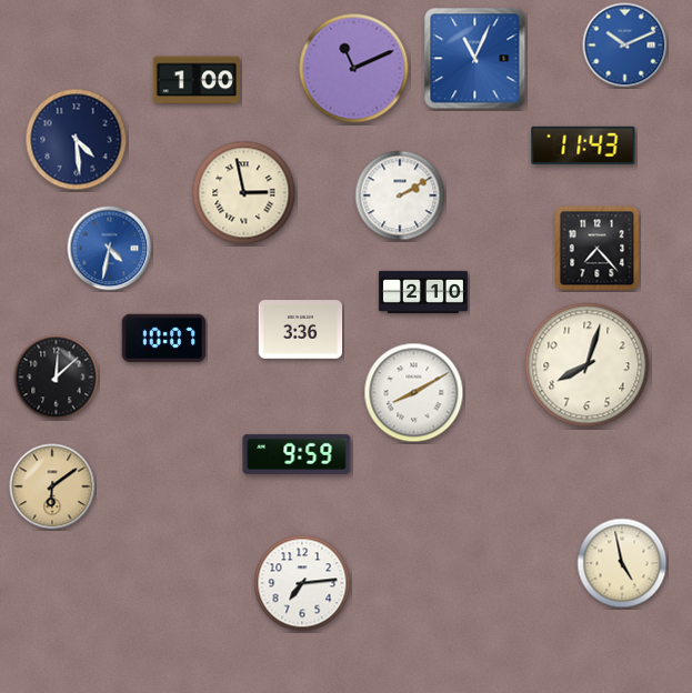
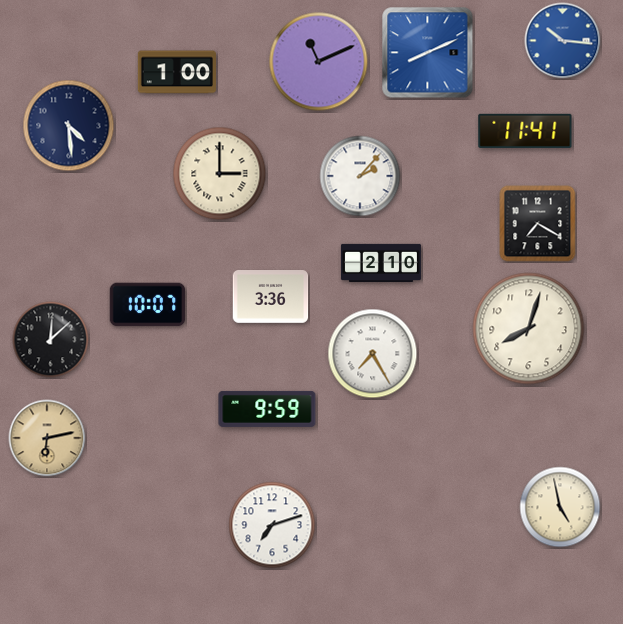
clock at (625, 46): 10:11 -> 10:16
clock at (475, 59): 11:04 -> 8:11
clock at (583, 145): 11:43 -> 11:41
clock at (244, 193): 2:58 -> 3:00
clock at (400, 195): 2:10 -> 2:07
clock at (110, 249): 4:32 -> none
clock at (598, 249): 7:23 -> 7:20
clock at (414, 393): 8:10 -> 7:25
clock at (52, 486): 6:09 -> 6:13
clock at (302, 583): 7:14 -> 7:12
